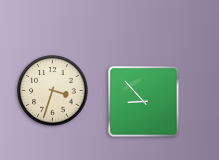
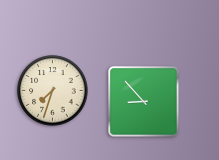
clock at (53, 91): 3:33 -> 7:33
